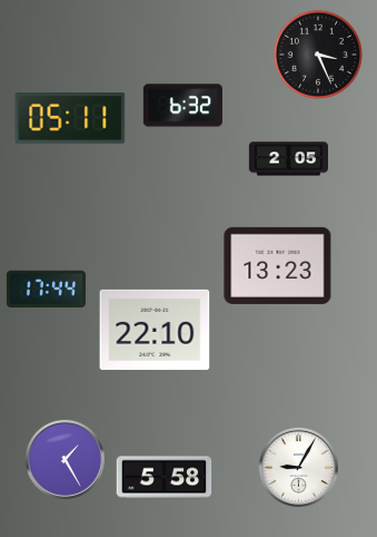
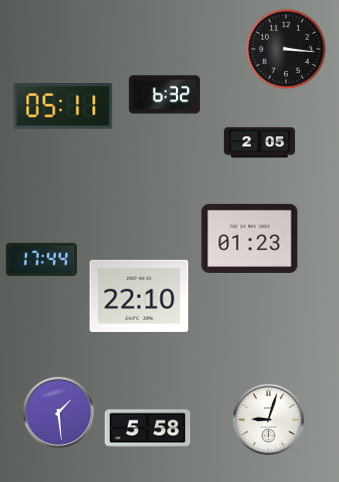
clock at (318, 55): 3:26 -> 3:16
clock at (278, 265): 13:23 -> 01:23
clock at (65, 459): 1:25 -> 1:29
clock at (298, 467): 9:05 -> 9:03
